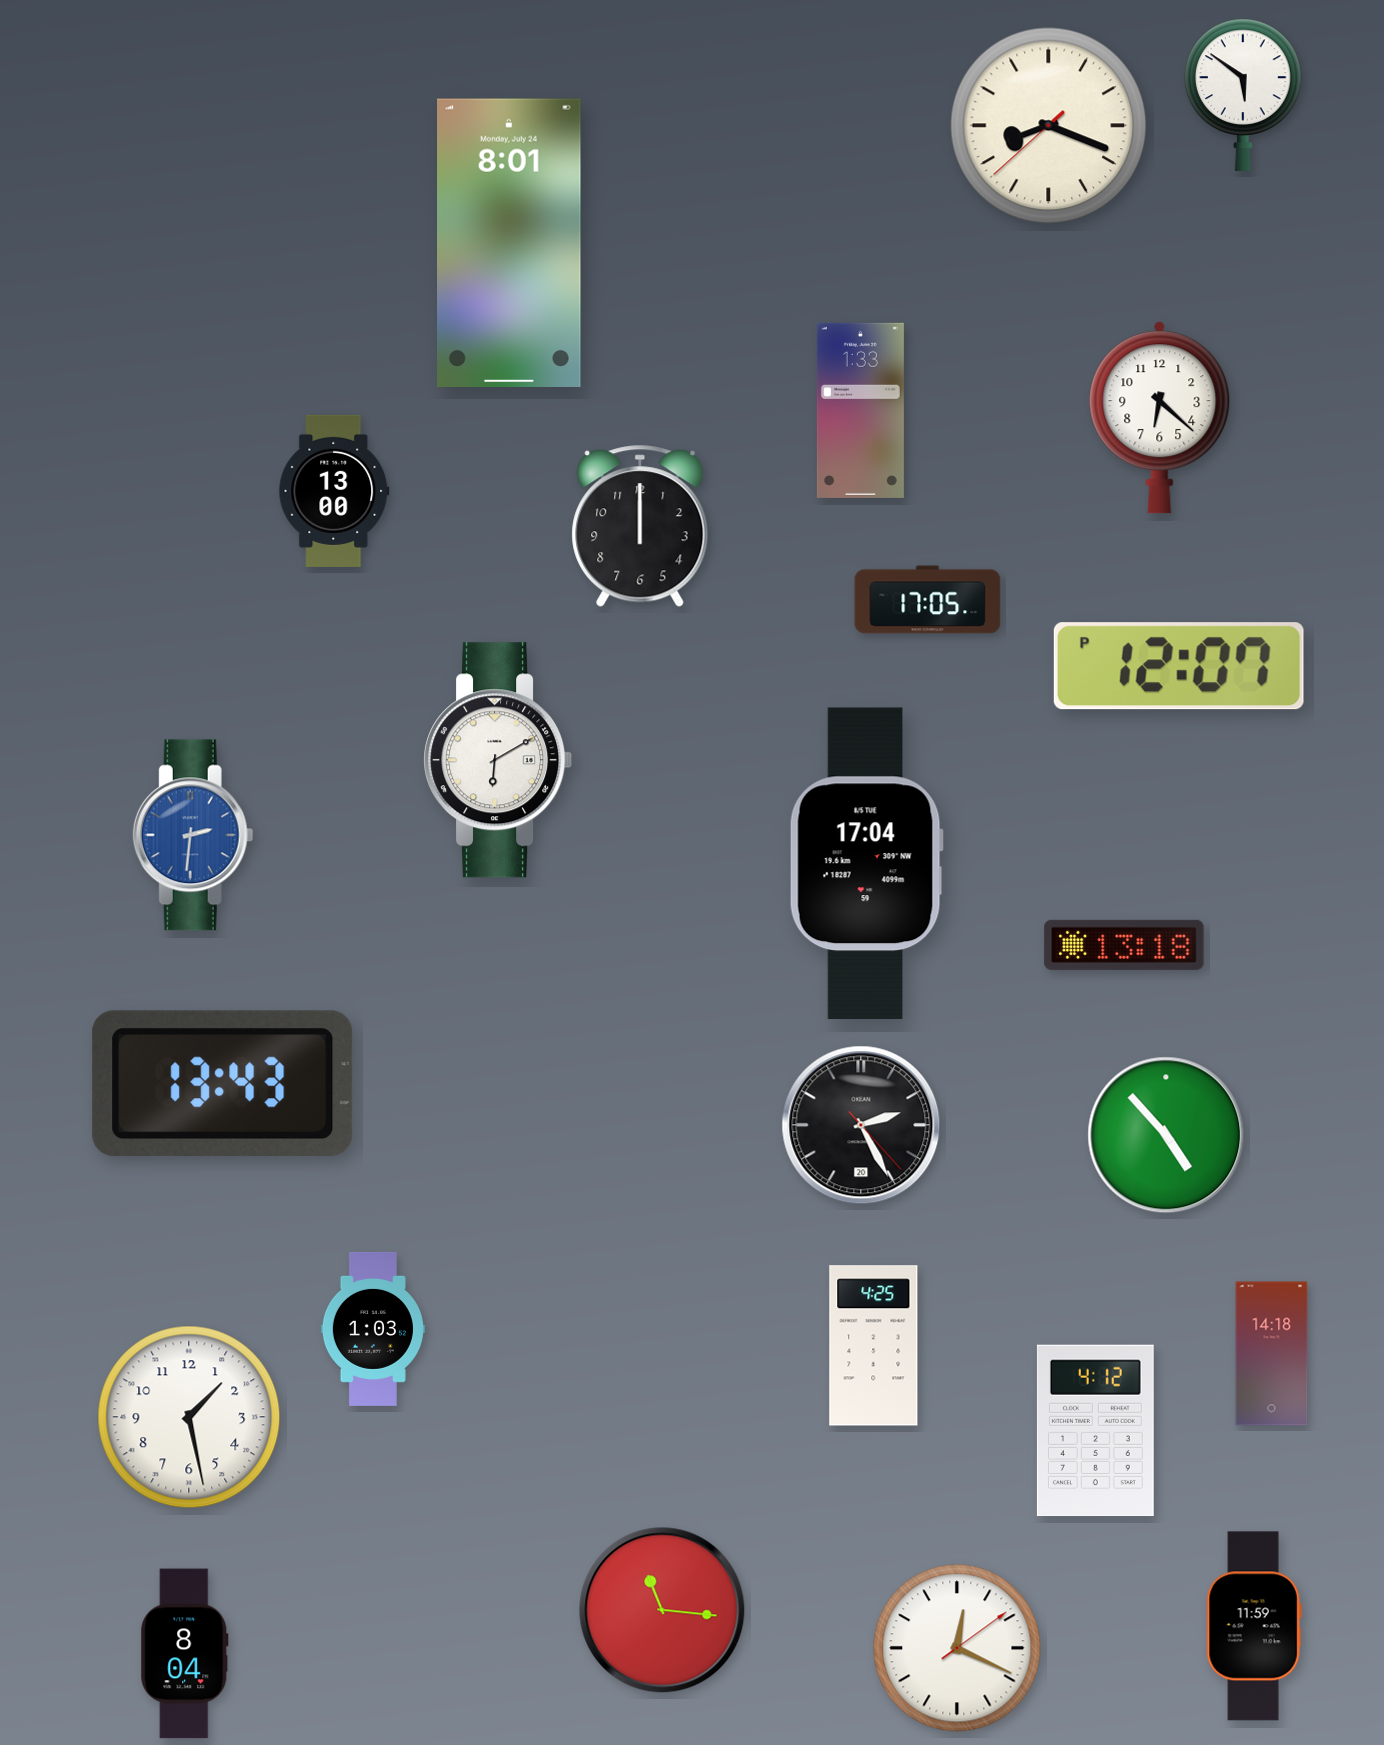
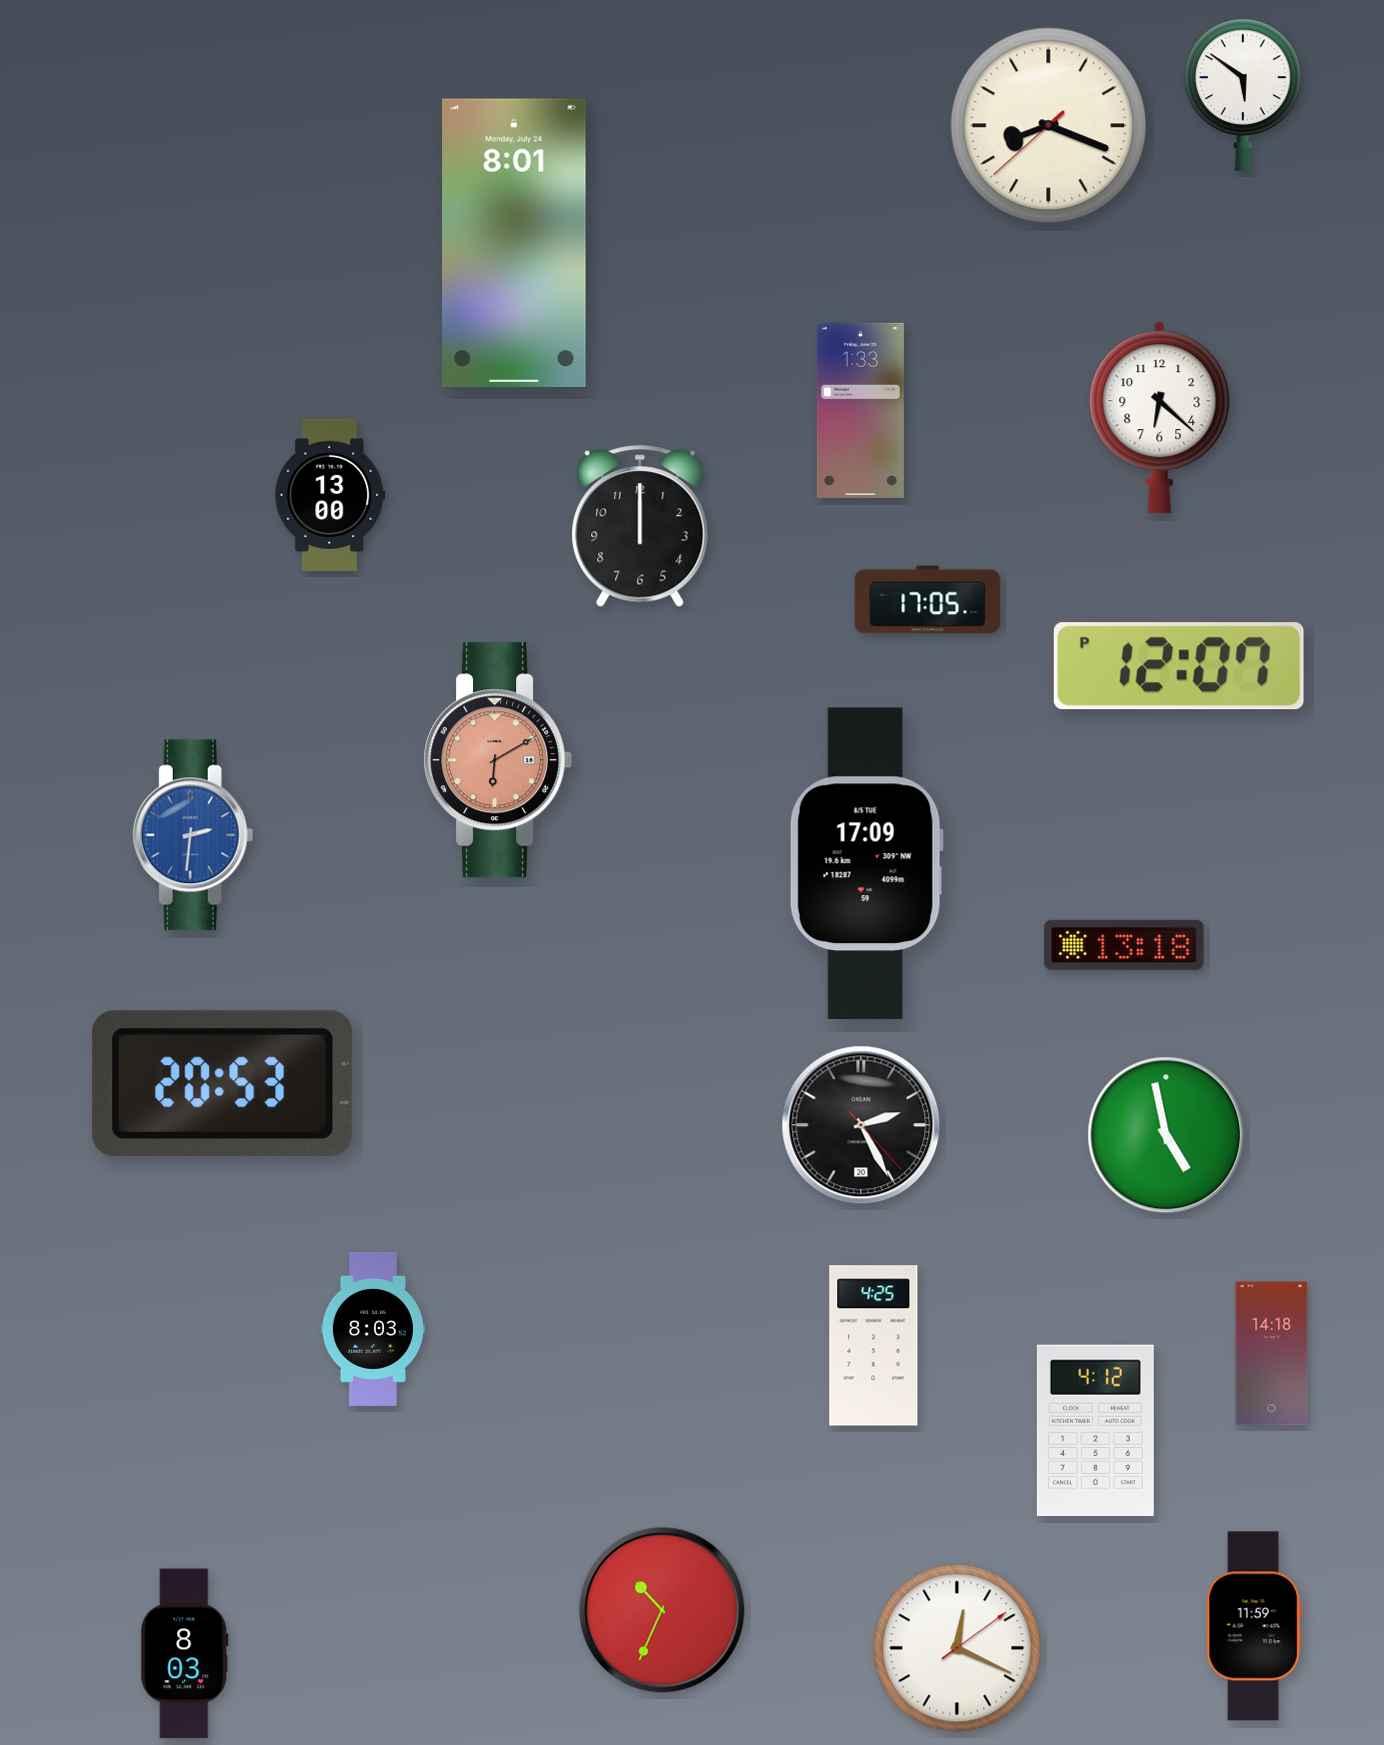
clock at (510, 242) position: (510, 242) -> (515, 242)
clock at (334, 491) position: (334, 491) -> (330, 495)
clock at (498, 760) dial: white -> salmon
clock at (866, 863): 17:04 -> 17:09
clock at (223, 1083): 13:43 -> 20:53
clock at (1166, 1135): 4:53 -> 4:58
clock at (373, 1329): 1:03 -> 8:03
clock at (189, 1417): 1:28 -> none
clock at (662, 1610): 11:16 -> 10:34
clock at (185, 1654): 8:04 -> 8:03
